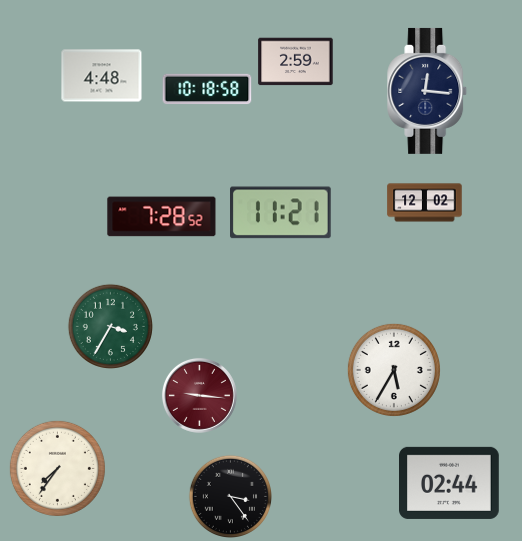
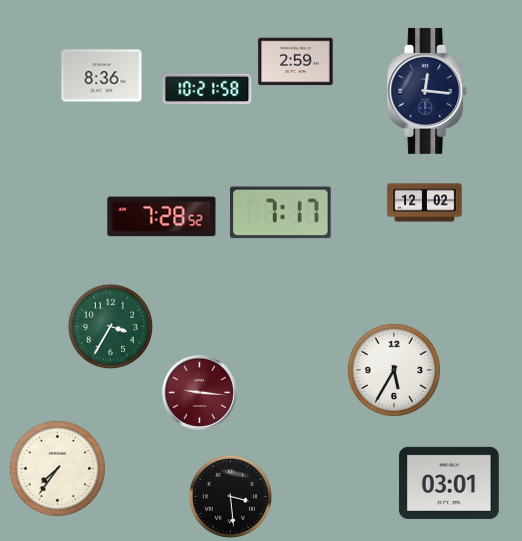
clock at (102, 76): 4:48 -> 8:36
clock at (207, 89): 10:18 -> 10:21
clock at (281, 213): 11:21 -> 7:17
clock at (199, 395) position: (199, 395) -> (199, 392)
clock at (450, 483): 02:44 -> 03:01
clock at (230, 496): 3:24 -> 3:29
